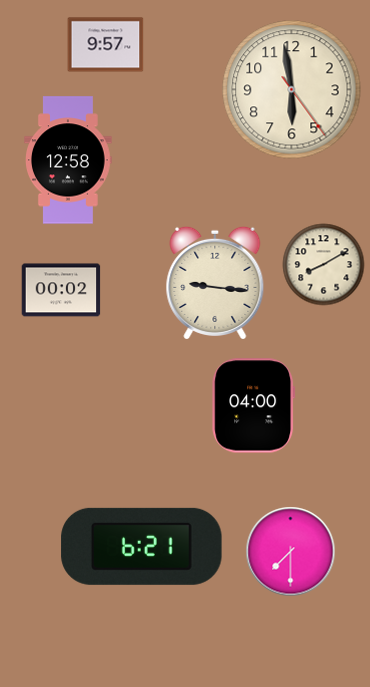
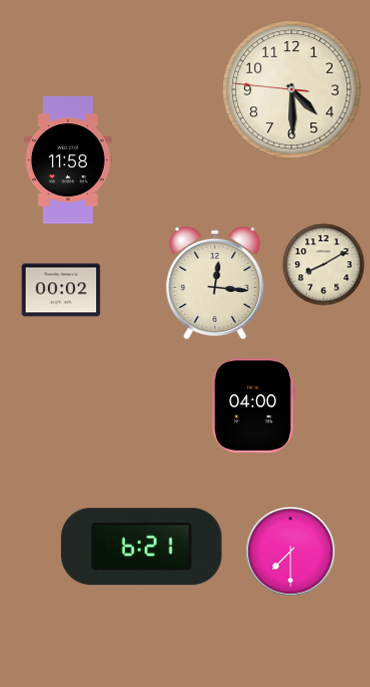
clock at (106, 45): 9:57 -> none
clock at (292, 90): 5:58 -> 4:29
clock at (69, 160): 12:58 -> 11:58
clock at (215, 283): 9:16 -> 12:16
